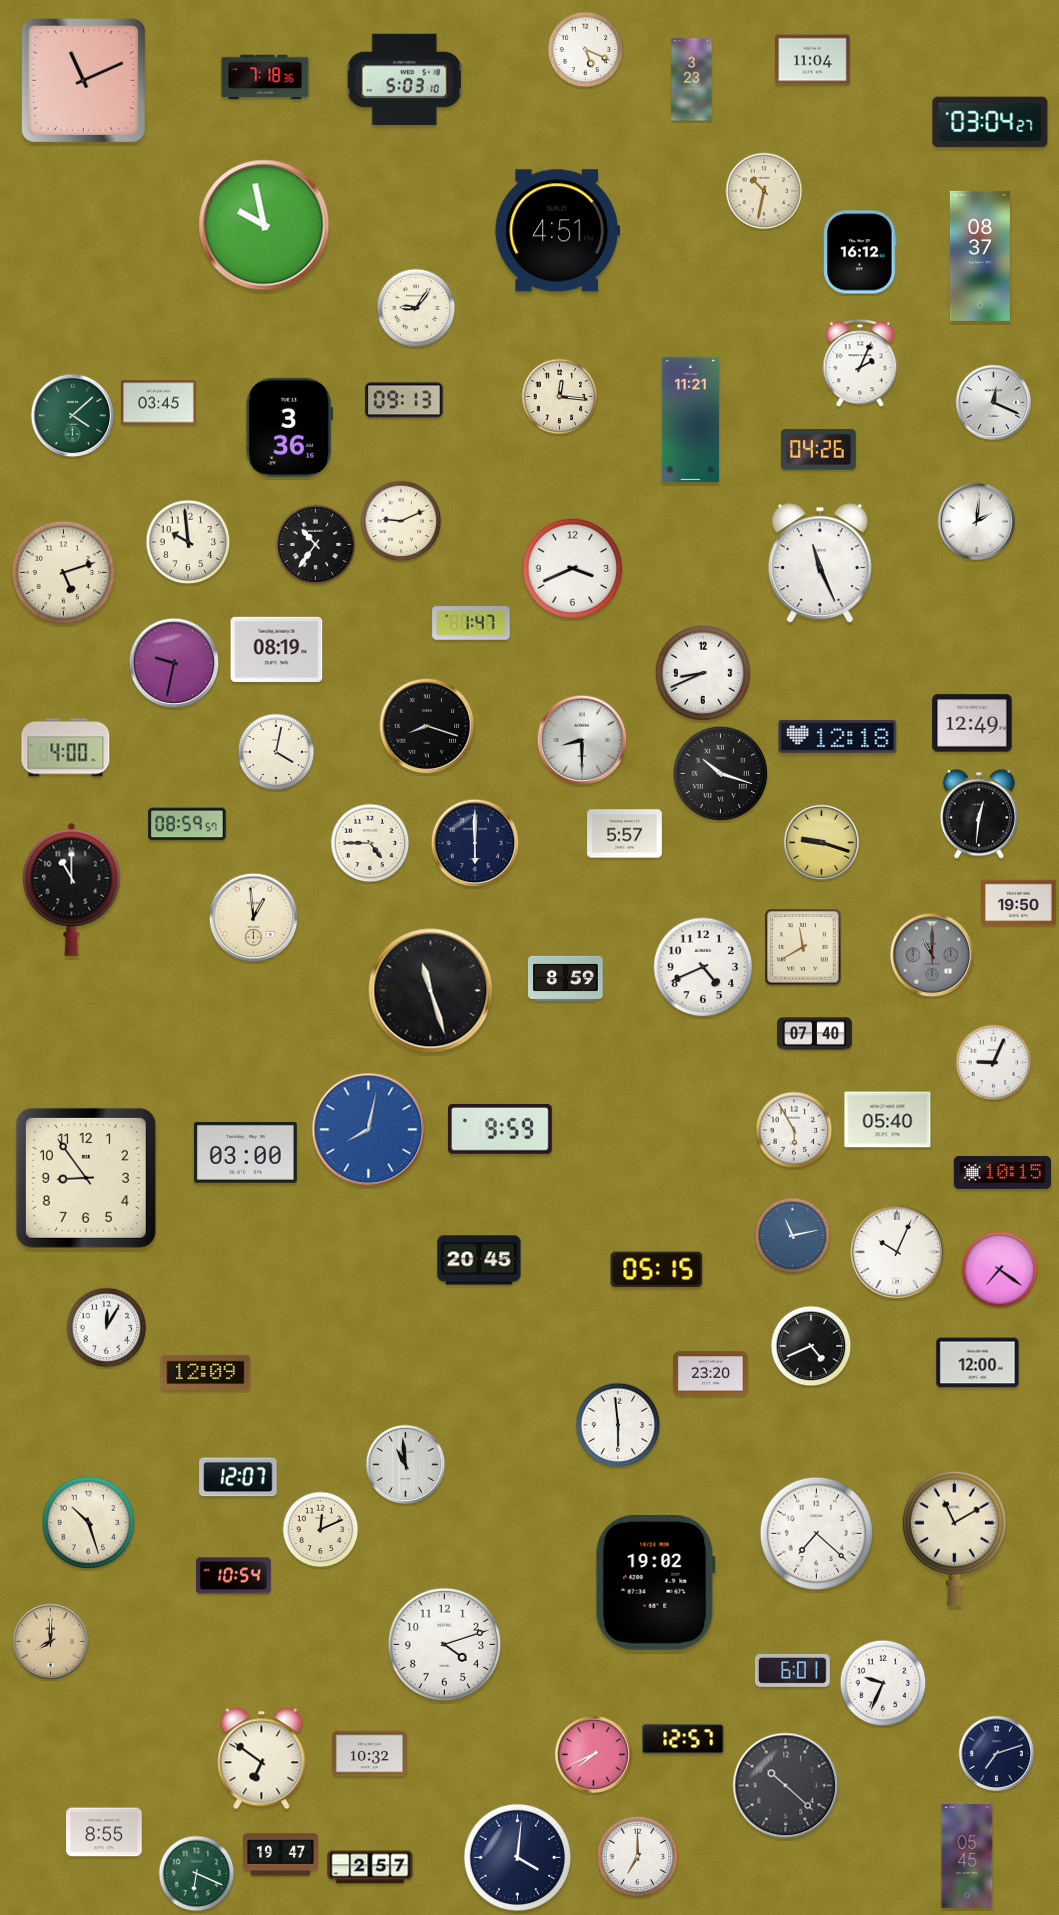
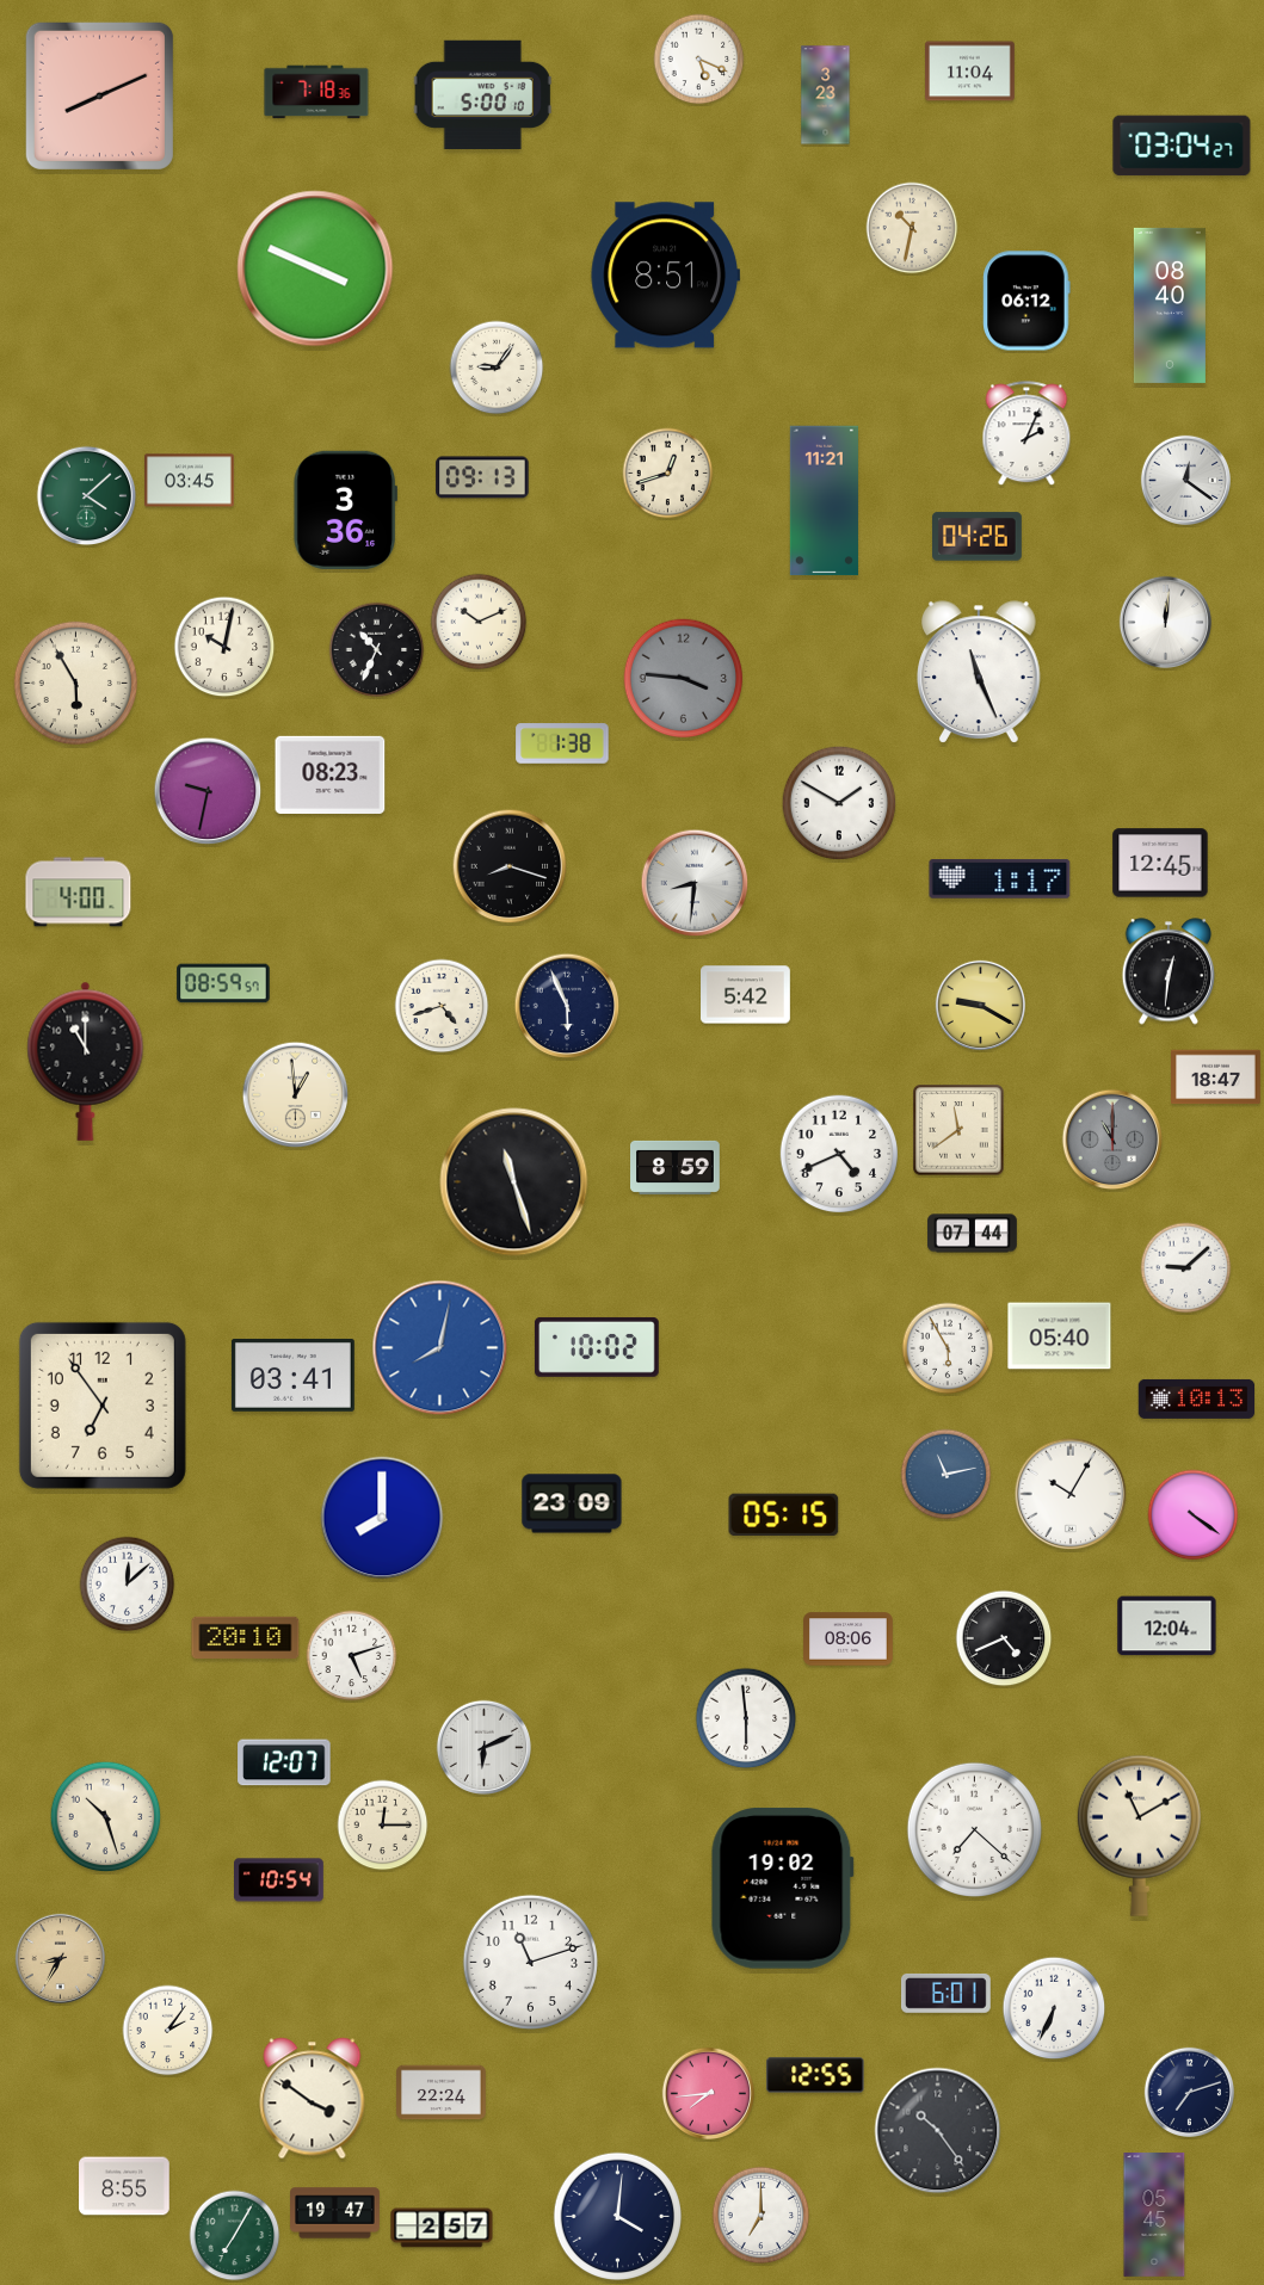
clock at (404, 79): 5:03 -> 5:00
clock at (83, 80): 11:11 -> 8:11
clock at (264, 225): 9:58 -> 3:49
clock at (557, 231): 4:51 -> 8:51
clock at (860, 252): 16:12 -> 06:12
clock at (980, 256): 08:37 -> 08:40
clock at (560, 397): 12:16 -> 12:42
clock at (993, 402): 12:19 -> 12:21
clock at (401, 521): 9:11 -> 10:11
clock at (976, 521): 2:01 -> 12:01
clock at (188, 542): 9:59 -> 10:02
clock at (316, 545): 10:36 -> 10:34
clock at (573, 569): 3:41 -> 3:46
clock at (573, 569) dial: white -> grey
clock at (64, 573): 5:12 -> 5:55
clock at (471, 623): 1:47 -> 1:38
clock at (277, 649): 08:19 -> 08:23
clock at (703, 673): 8:41 -> 1:50
clock at (972, 723): 12:49 -> 12:45
clock at (838, 737): 12:18 -> 1:17
clock at (582, 740): 8:30 -> 8:31
clock at (276, 752): 4:02 -> none
clock at (721, 774): 10:18 -> none
clock at (625, 834): 5:57 -> 5:42
clock at (821, 842): 9:18 -> 9:20
clock at (370, 843): 4:45 -> 4:42
clock at (475, 843): 6:00 -> 5:56
clock at (1019, 903): 19:50 -> 18:47
clock at (254, 918) position: (254, 918) -> (296, 1095)
clock at (803, 947): 11:40 -> 11:39
clock at (815, 1034): 07:40 -> 07:44
clock at (994, 1063): 9:04 -> 9:08
clock at (500, 1129): 9:59 -> 10:02
clock at (245, 1152): 03:00 -> 03:41
clock at (1003, 1172): 10:15 -> 10:13
clock at (86, 1178): 8:54 -> 6:54
clock at (897, 1252): 10:04 -> 10:05
clock at (479, 1260): 20:45 -> 23:09
clock at (1000, 1270): 7:21 -> 4:21
clock at (382, 1518): none -> 8:00
clock at (107, 1328): 12:05 -> 12:08
clock at (811, 1346) position: (811, 1346) -> (1004, 1638)
clock at (978, 1363): 12:00 -> 12:04
clock at (206, 1373): 12:09 -> 20:10
clock at (711, 1374): 23:20 -> 08:06
clock at (352, 1656): none -> 5:12
clock at (618, 1425) position: (618, 1425) -> (746, 1718)
clock at (406, 1465): 10:59 -> 6:11
clock at (321, 1530): 12:11 -> 12:15
clock at (50, 1641): 8:00 -> 8:35
clock at (444, 1644): 4:12 -> 11:12
clock at (883, 1683): 9:34 -> 6:34
clock at (168, 2031): none -> 2:06
clock at (683, 1739): 12:57 -> 12:55
clock at (370, 1754): 10:32 -> 22:24
clock at (593, 1754): 7:41 -> 7:44
clock at (262, 1759): 6:51 -> 3:51
clock at (786, 1786): 10:22 -> 10:24
clock at (197, 1874): 6:19 -> 7:05
